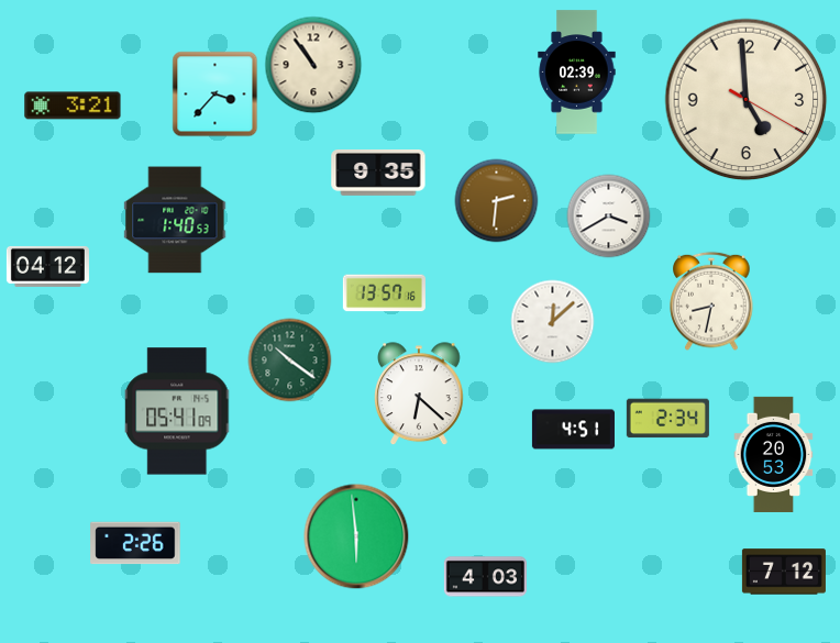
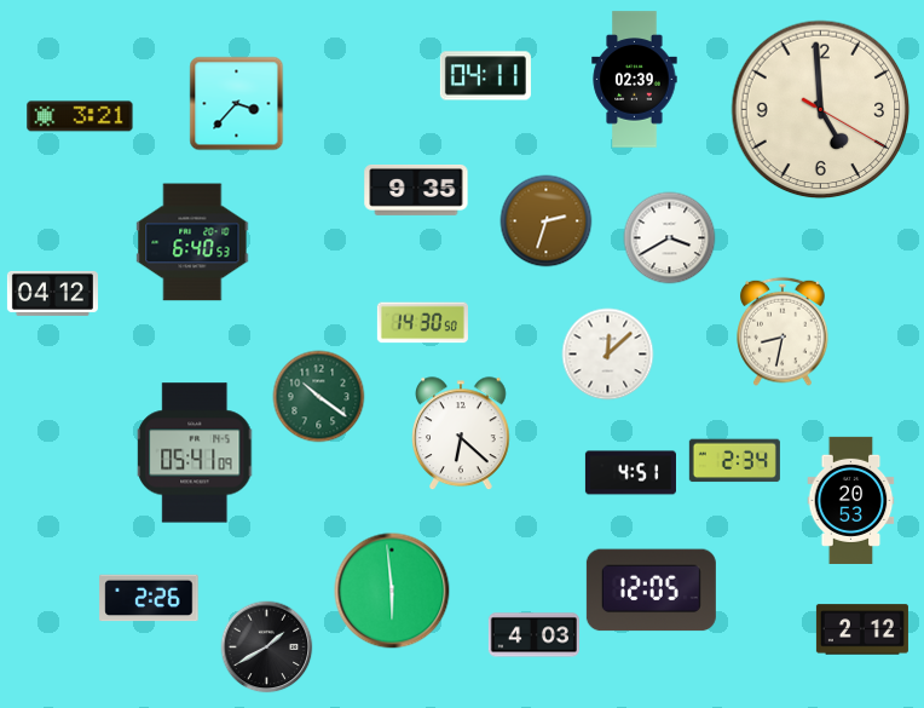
clock at (313, 65): 10:54 -> none
clock at (485, 76): none -> 04:11
clock at (497, 201): 2:31 -> 2:33
clock at (175, 220): 1:40 -> 6:40
clock at (384, 293): 13:57 -> 14:30
clock at (651, 591): none -> 12:05
clock at (784, 572): 7:12 -> 2:12
clock at (267, 647): none -> 1:40
